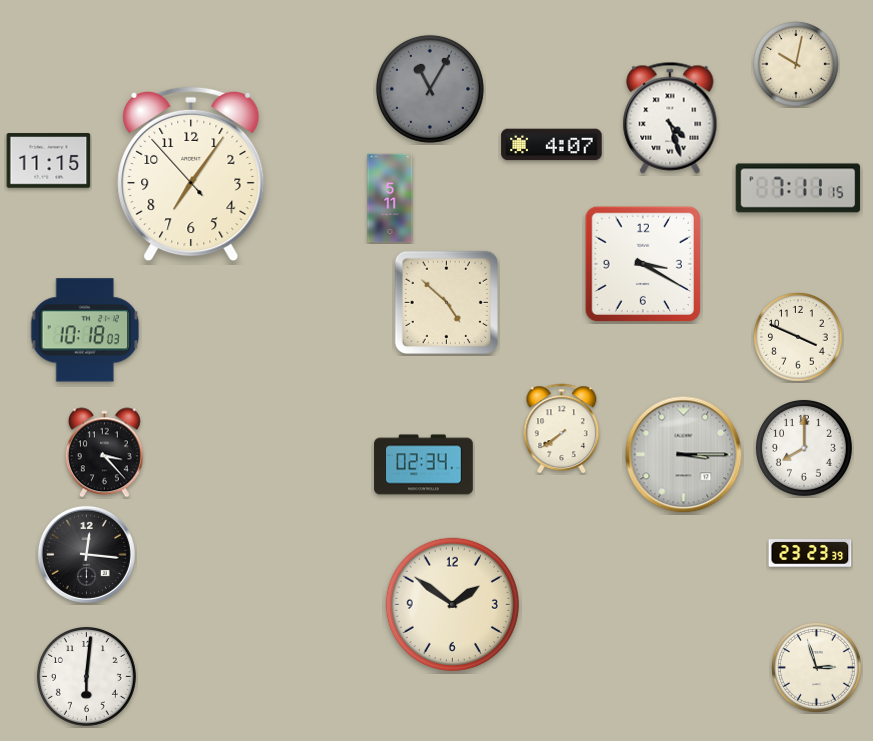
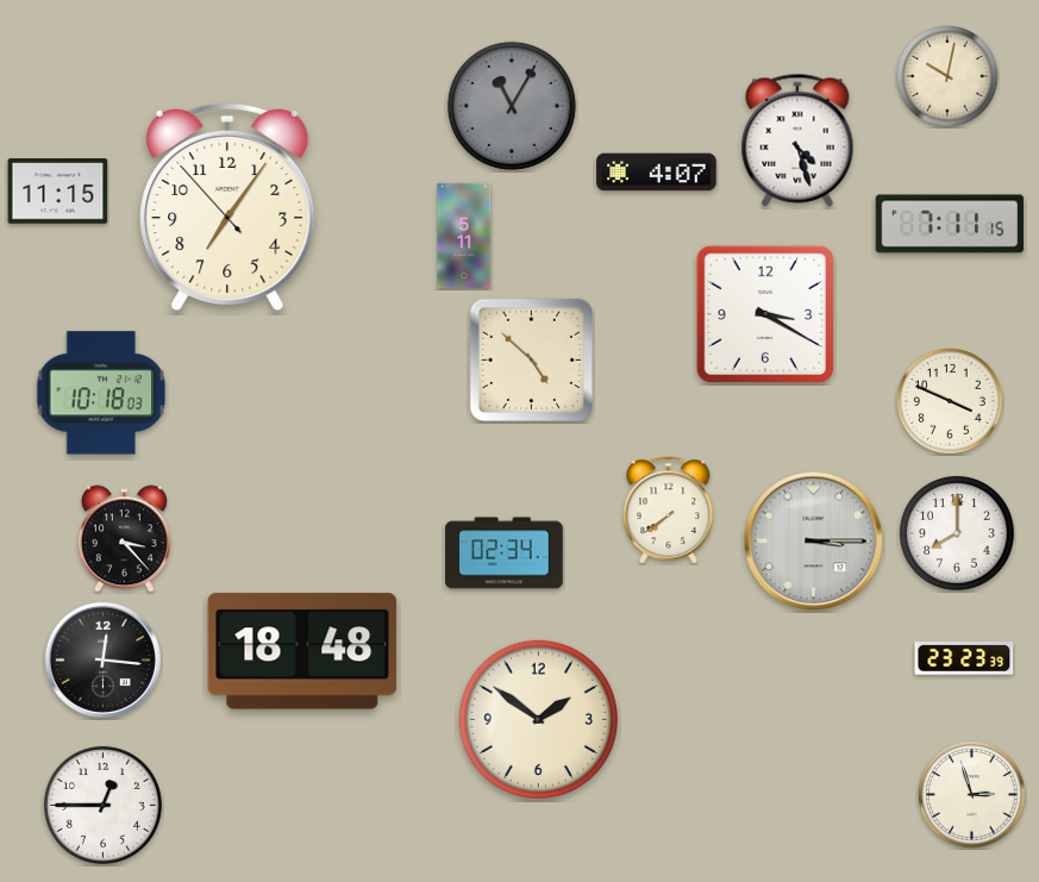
clock at (302, 651): none -> 18:48
clock at (86, 676): 6:01 -> 12:45
